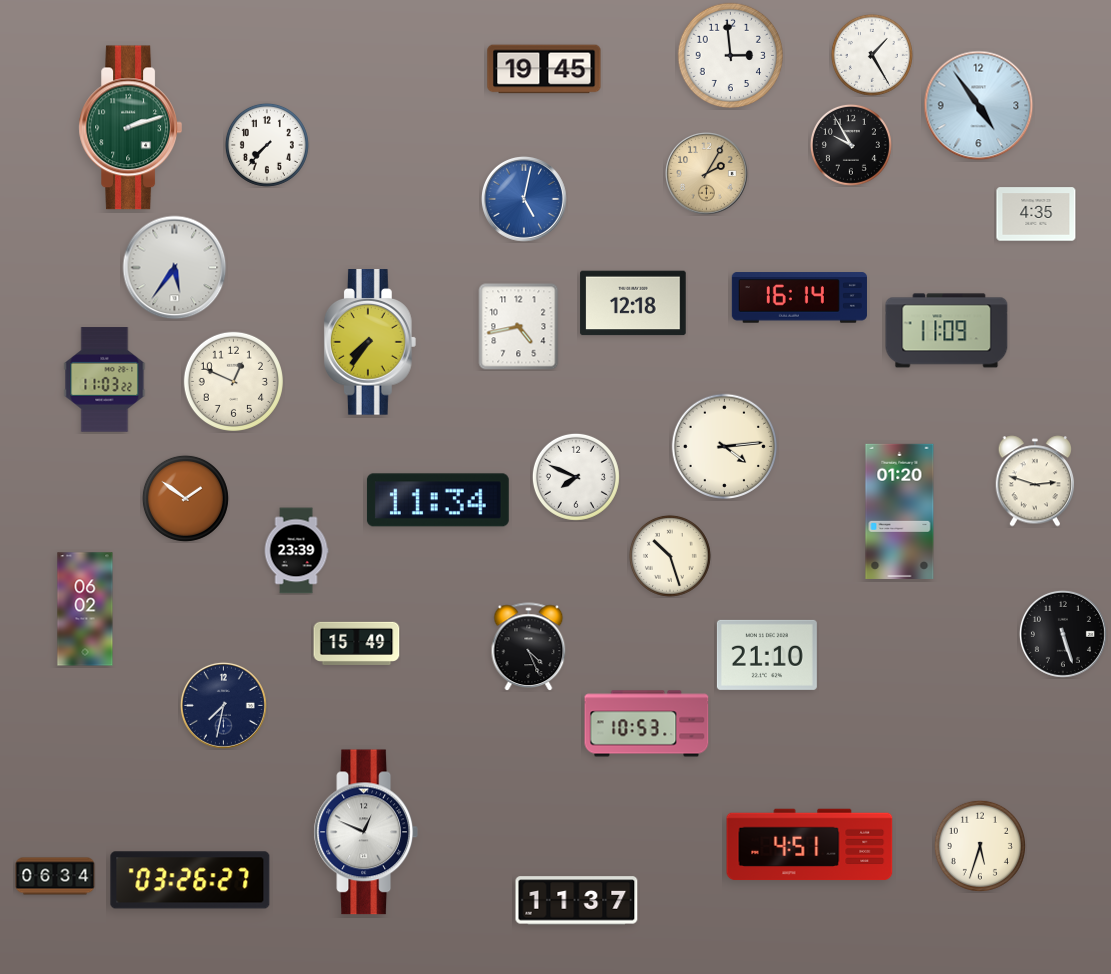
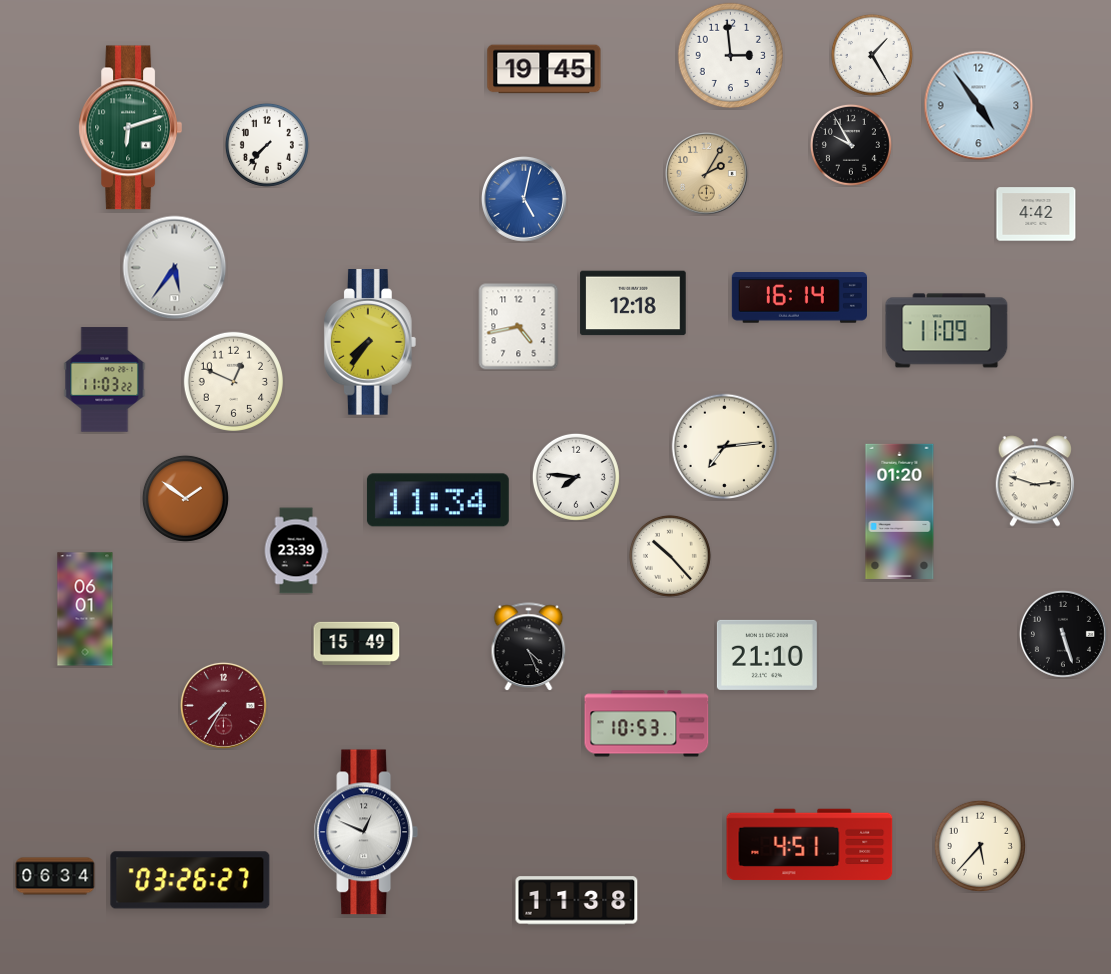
clock at (130, 128): 2:12 -> 6:12
clock at (1036, 214): 4:35 -> 4:42
clock at (724, 446): 4:14 -> 7:14
clock at (576, 477): 7:49 -> 7:46
clock at (670, 556): 10:27 -> 10:23
clock at (85, 609): 06:02 -> 06:01
clock at (223, 705): 7:32 -> 7:35
clock at (223, 705) dial: navy -> burgundy
clock at (980, 846): 5:33 -> 5:37
clock at (577, 901): 11:37 -> 11:38
